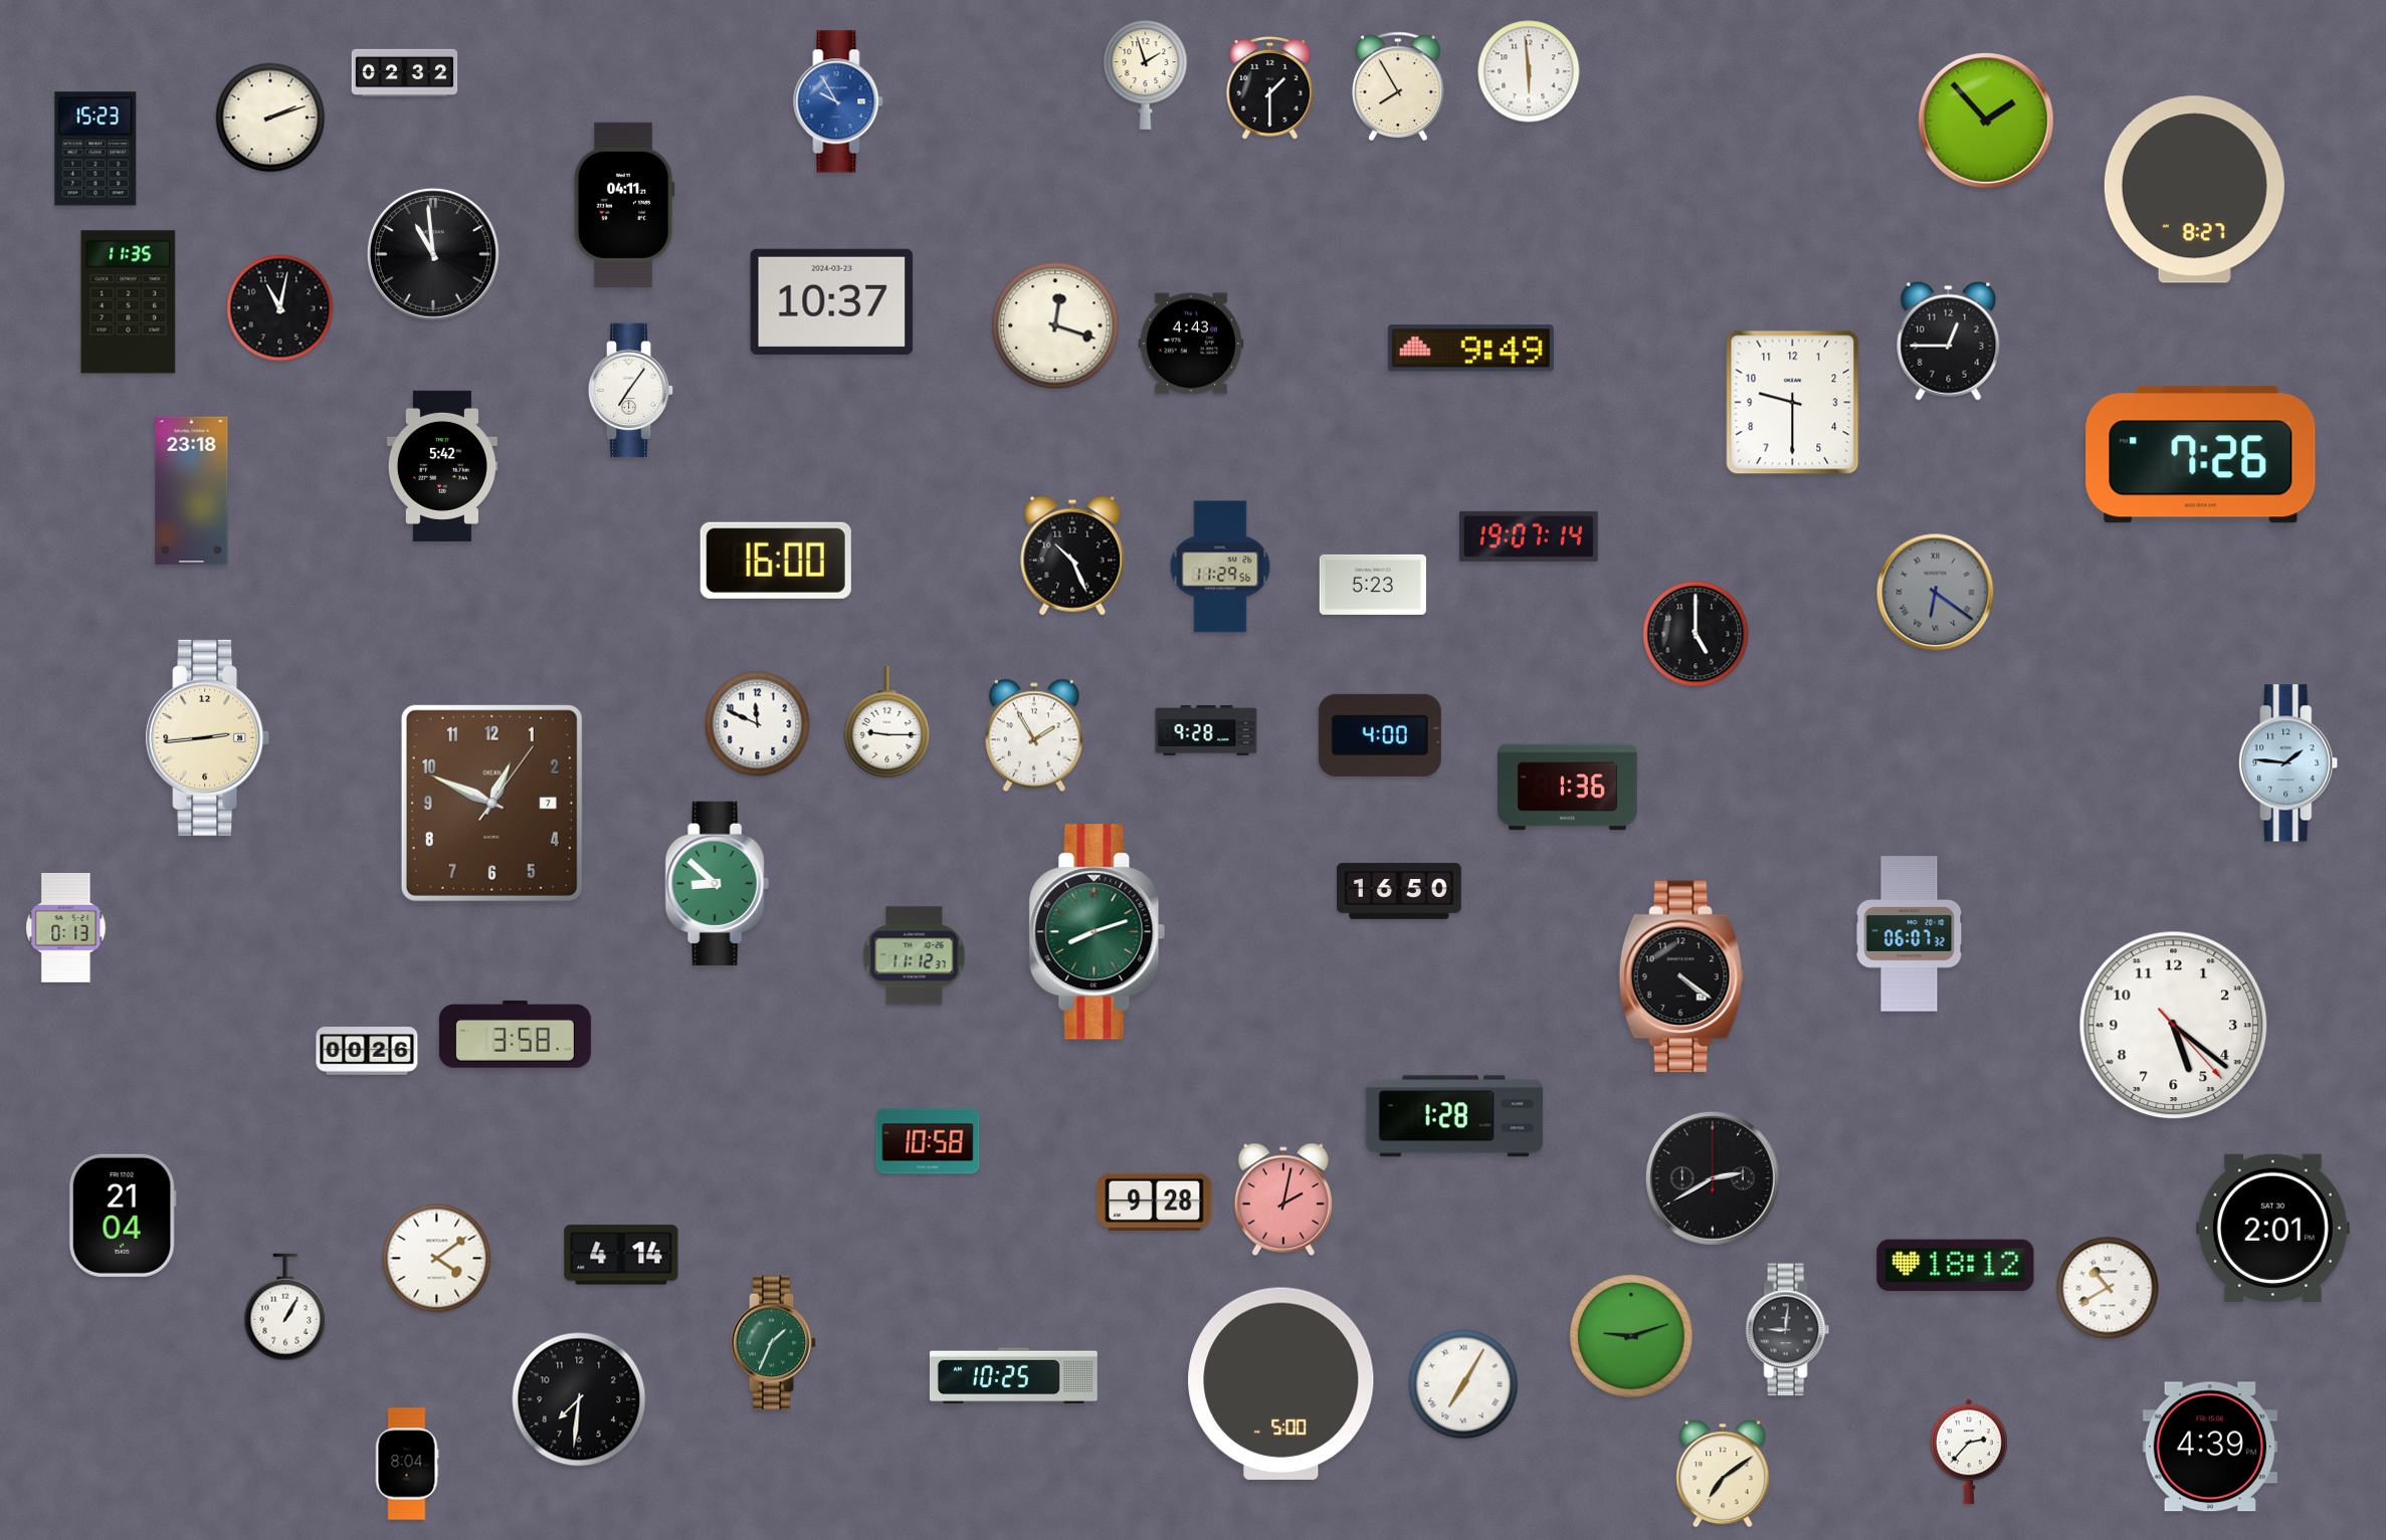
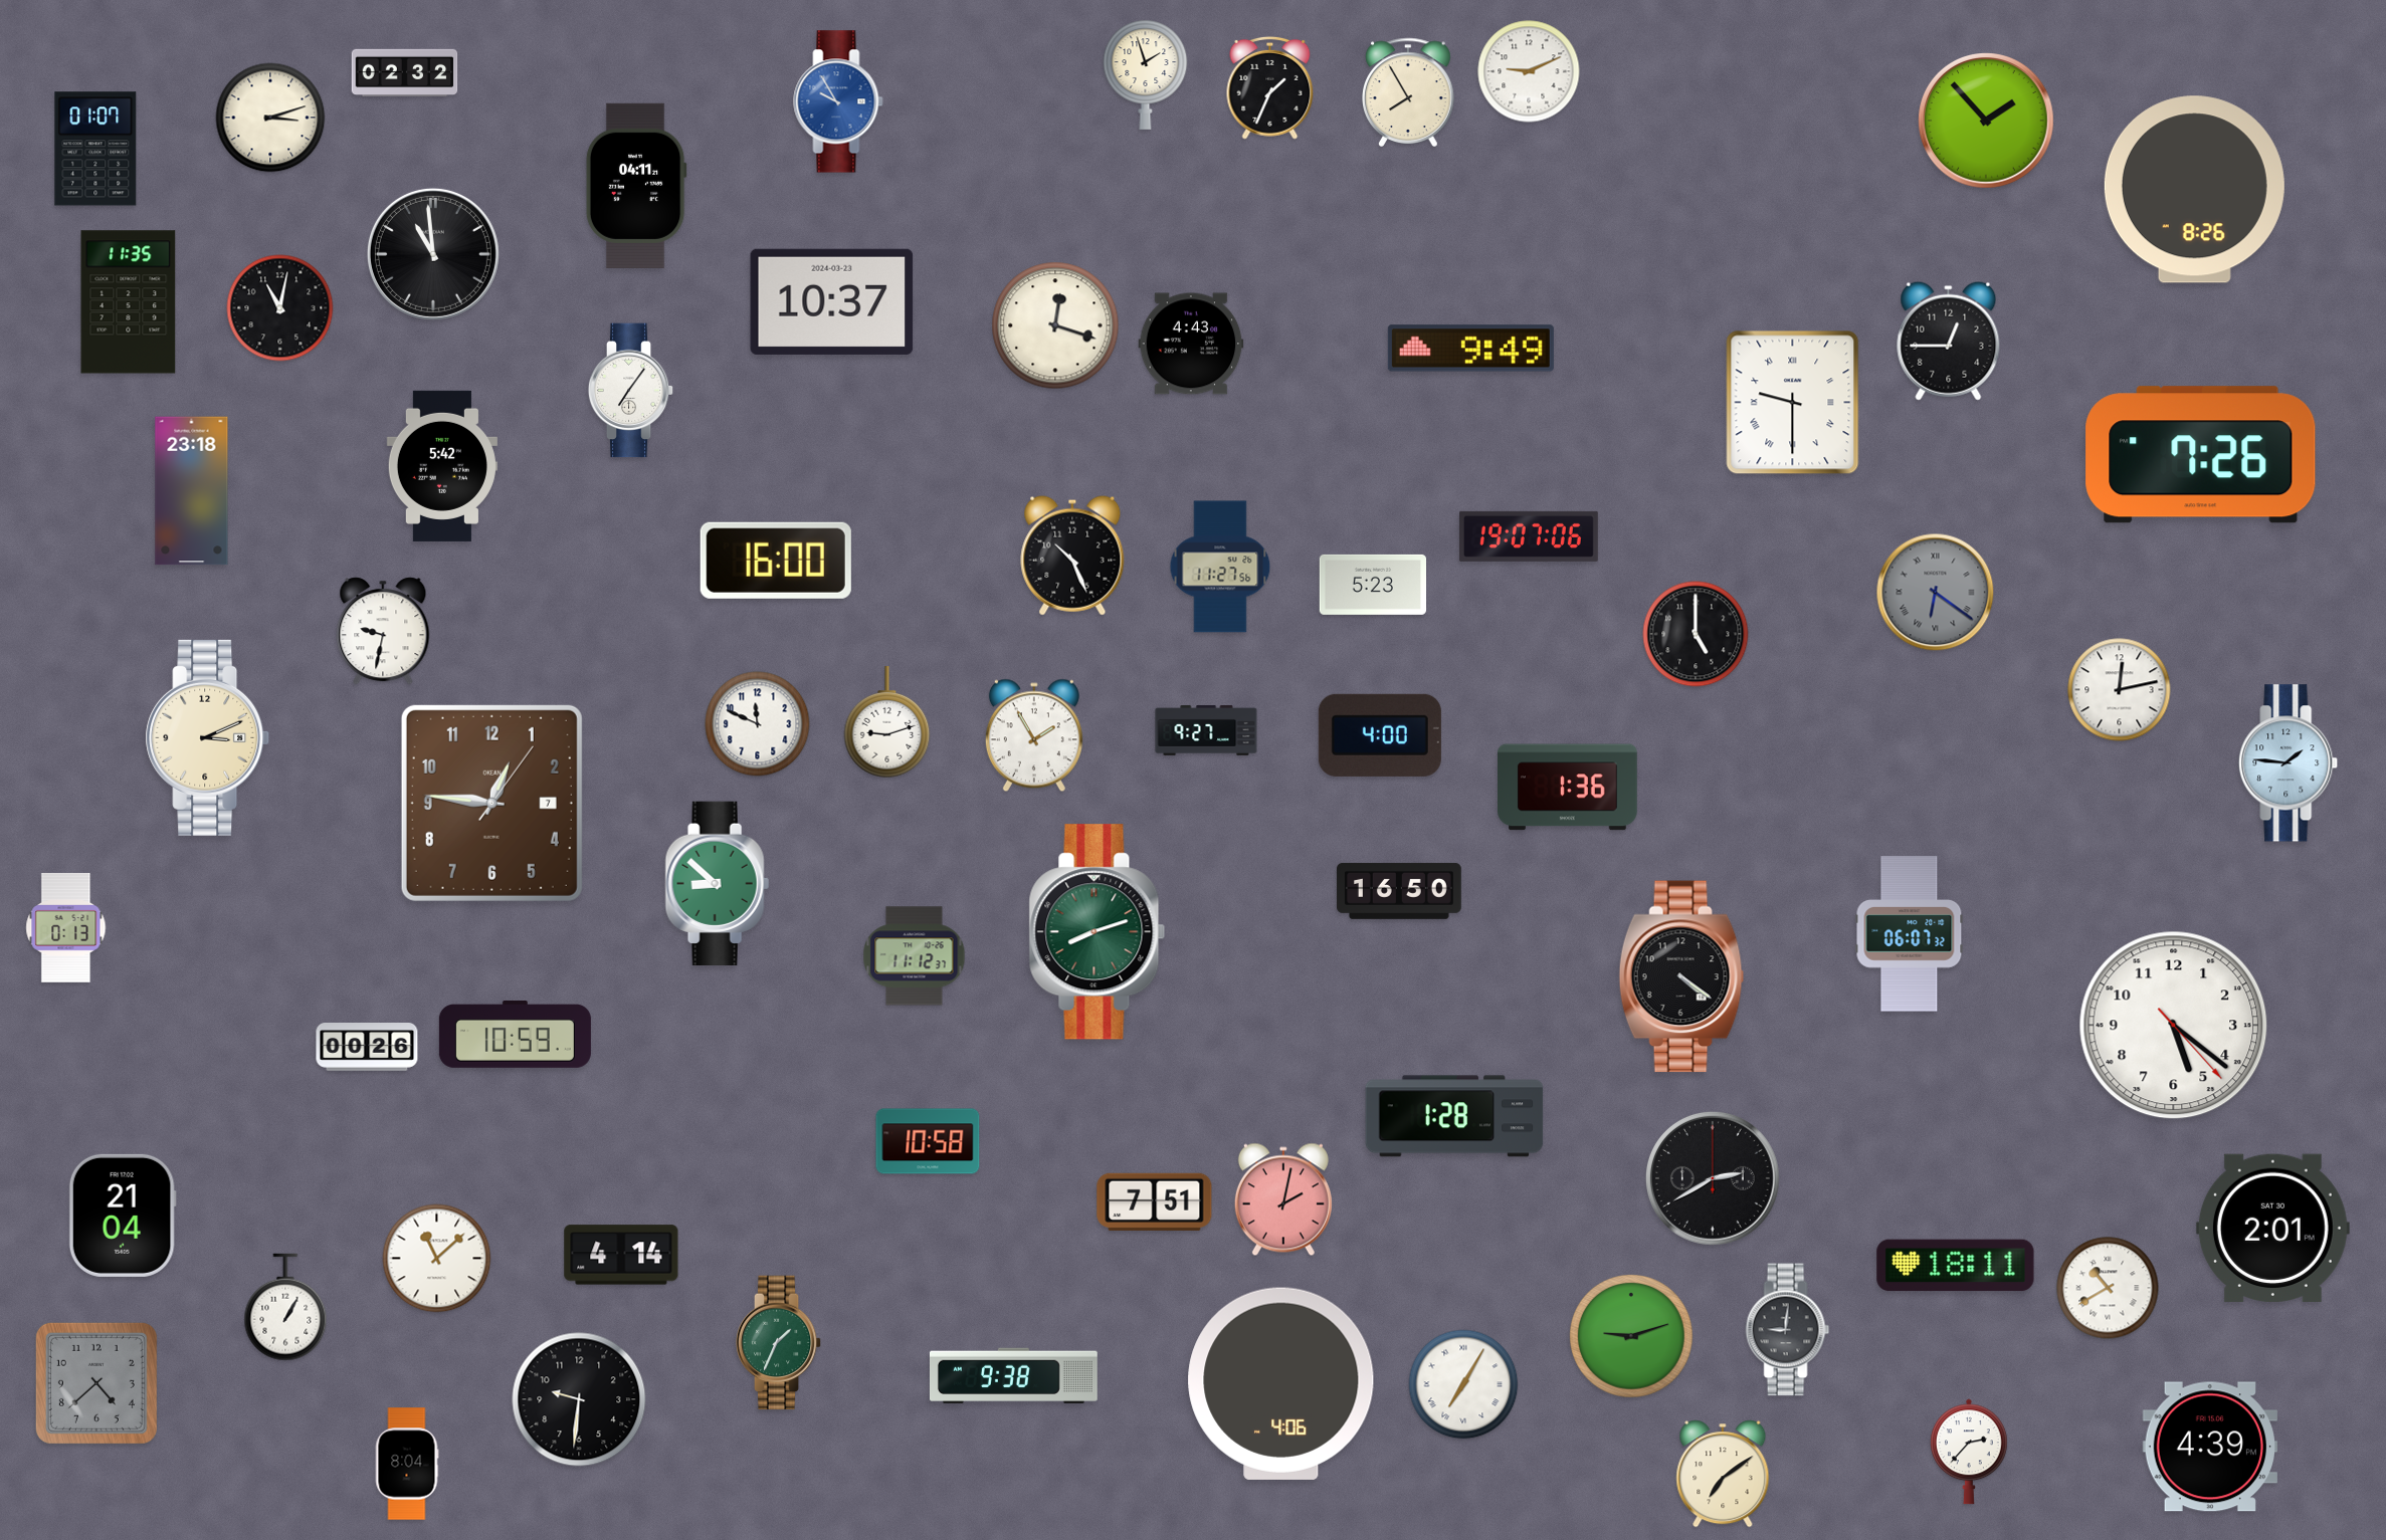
clock at (1529, 71): 5:59 -> 9:11
clock at (1398, 85) position: (1398, 85) -> (1408, 91)
clock at (1270, 87): 1:30 -> 1:34
clock at (270, 118): 2:12 -> 3:12
clock at (95, 149): 15:23 -> 01:07
clock at (2194, 190): 8:27 -> 8:26
clock at (624, 205) position: (624, 205) -> (636, 186)
clock at (1793, 403) numerals: Arabic -> Roman
clock at (1529, 536): 19:07:14 -> 19:07:06
clock at (1220, 567): 11:29 -> 11:27
clock at (383, 631): none -> 9:32
clock at (2120, 690): none -> 12:13
clock at (887, 722): 9:15 -> 9:12
clock at (1206, 730): 9:28 -> 9:27
clock at (208, 737): 2:44 -> 3:11
clock at (491, 803): 12:49 -> 12:46
clock at (515, 1035): 3:58 -> 10:59
clock at (367, 1051) position: (367, 1051) -> (367, 1047)
clock at (1155, 1201): 9:28 -> 7:51
clock at (437, 1259): 4:09 -> 11:08
clock at (1956, 1266): 18:12 -> 18:11
clock at (774, 1343) position: (774, 1343) -> (779, 1343)
clock at (1013, 1376): 10:25 -> 9:38
clock at (96, 1383): none -> 4:38
clock at (1281, 1383): 5:00 -> 4:06
clock at (579, 1399): 7:31 -> 9:31
